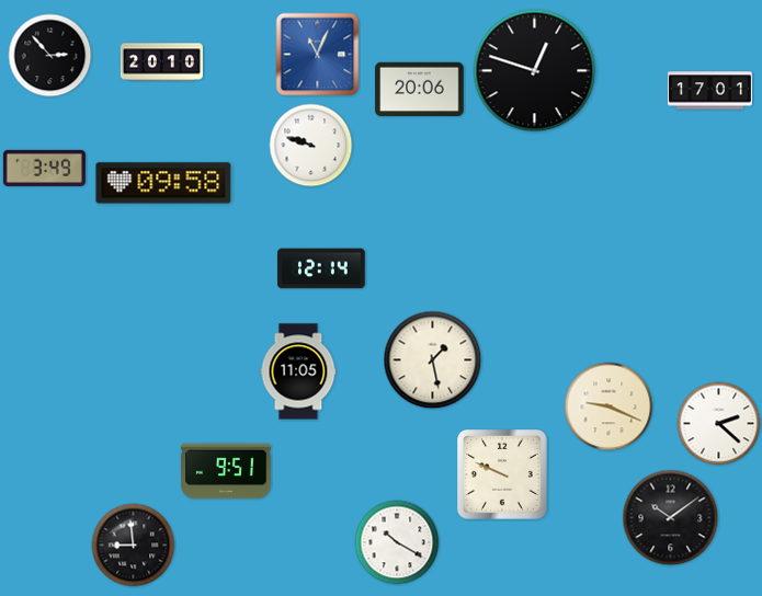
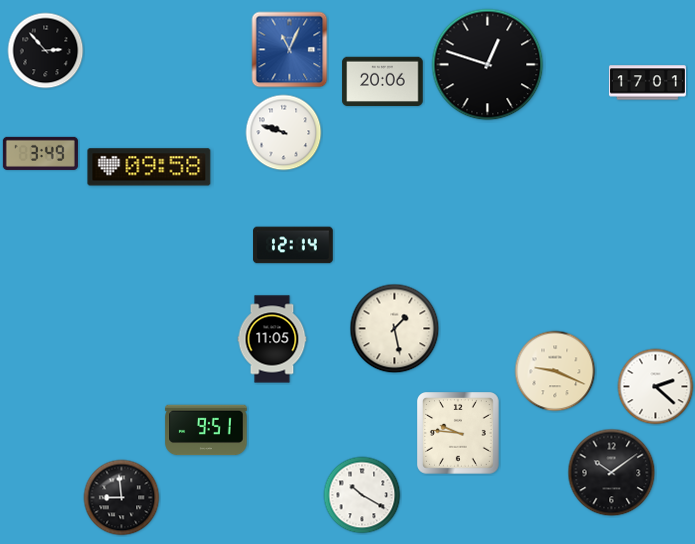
clock at (161, 62): 20:10 -> none
clock at (503, 475): 9:49 -> 9:46
